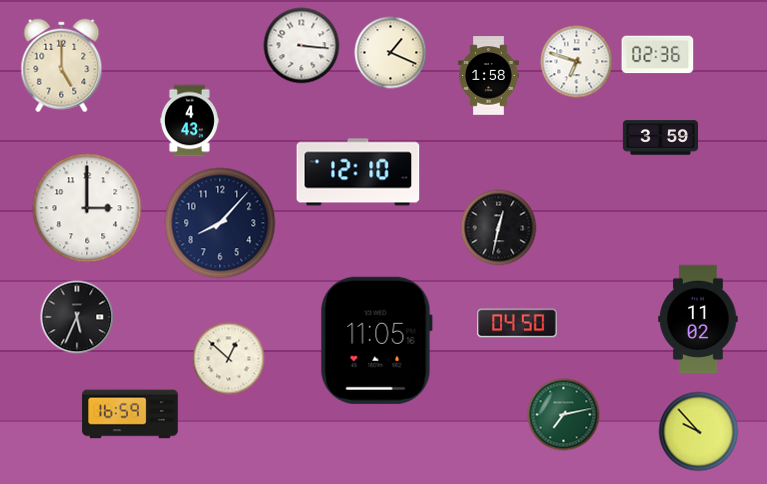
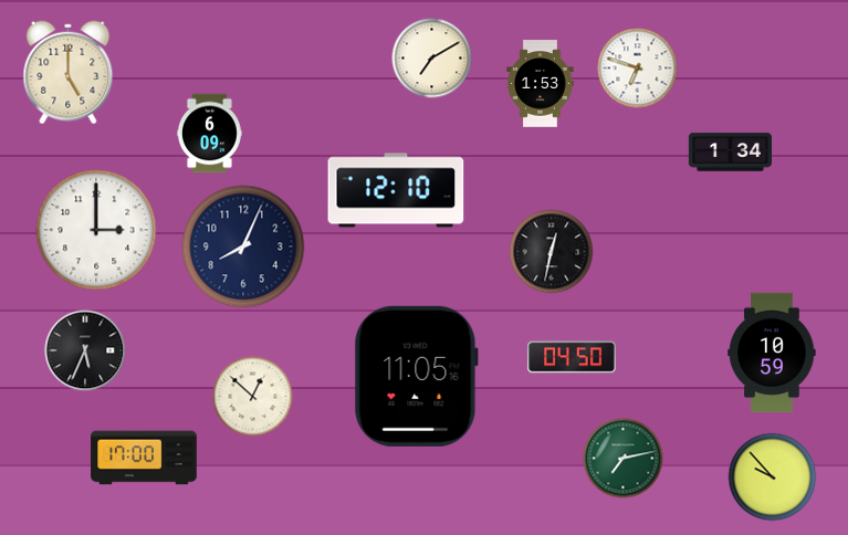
clock at (302, 46): 3:16 -> none
clock at (391, 53): 1:19 -> 7:10
clock at (658, 55): 02:36 -> none
clock at (489, 76): 1:58 -> 1:53
clock at (189, 121): 4:43 -> 6:09
clock at (660, 138): 3:59 -> 1:34
clock at (220, 223): 8:07 -> 8:04
clock at (698, 319): 11:02 -> 10:59
clock at (130, 414): 16:59 -> 17:00
